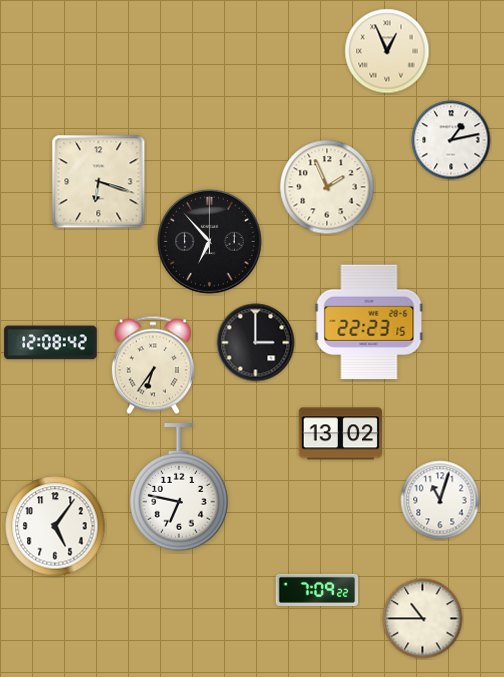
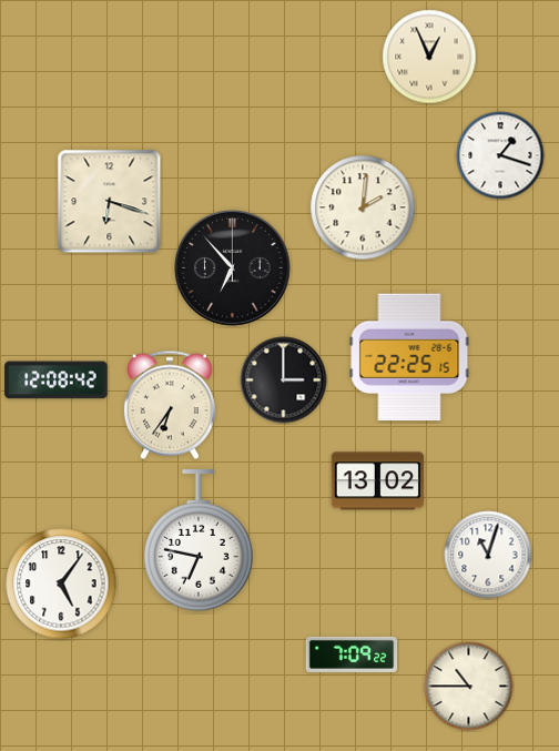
clock at (451, 140): 1:13 -> 1:18
clock at (327, 187): 1:56 -> 2:01
clock at (369, 322): 22:23 -> 22:25
